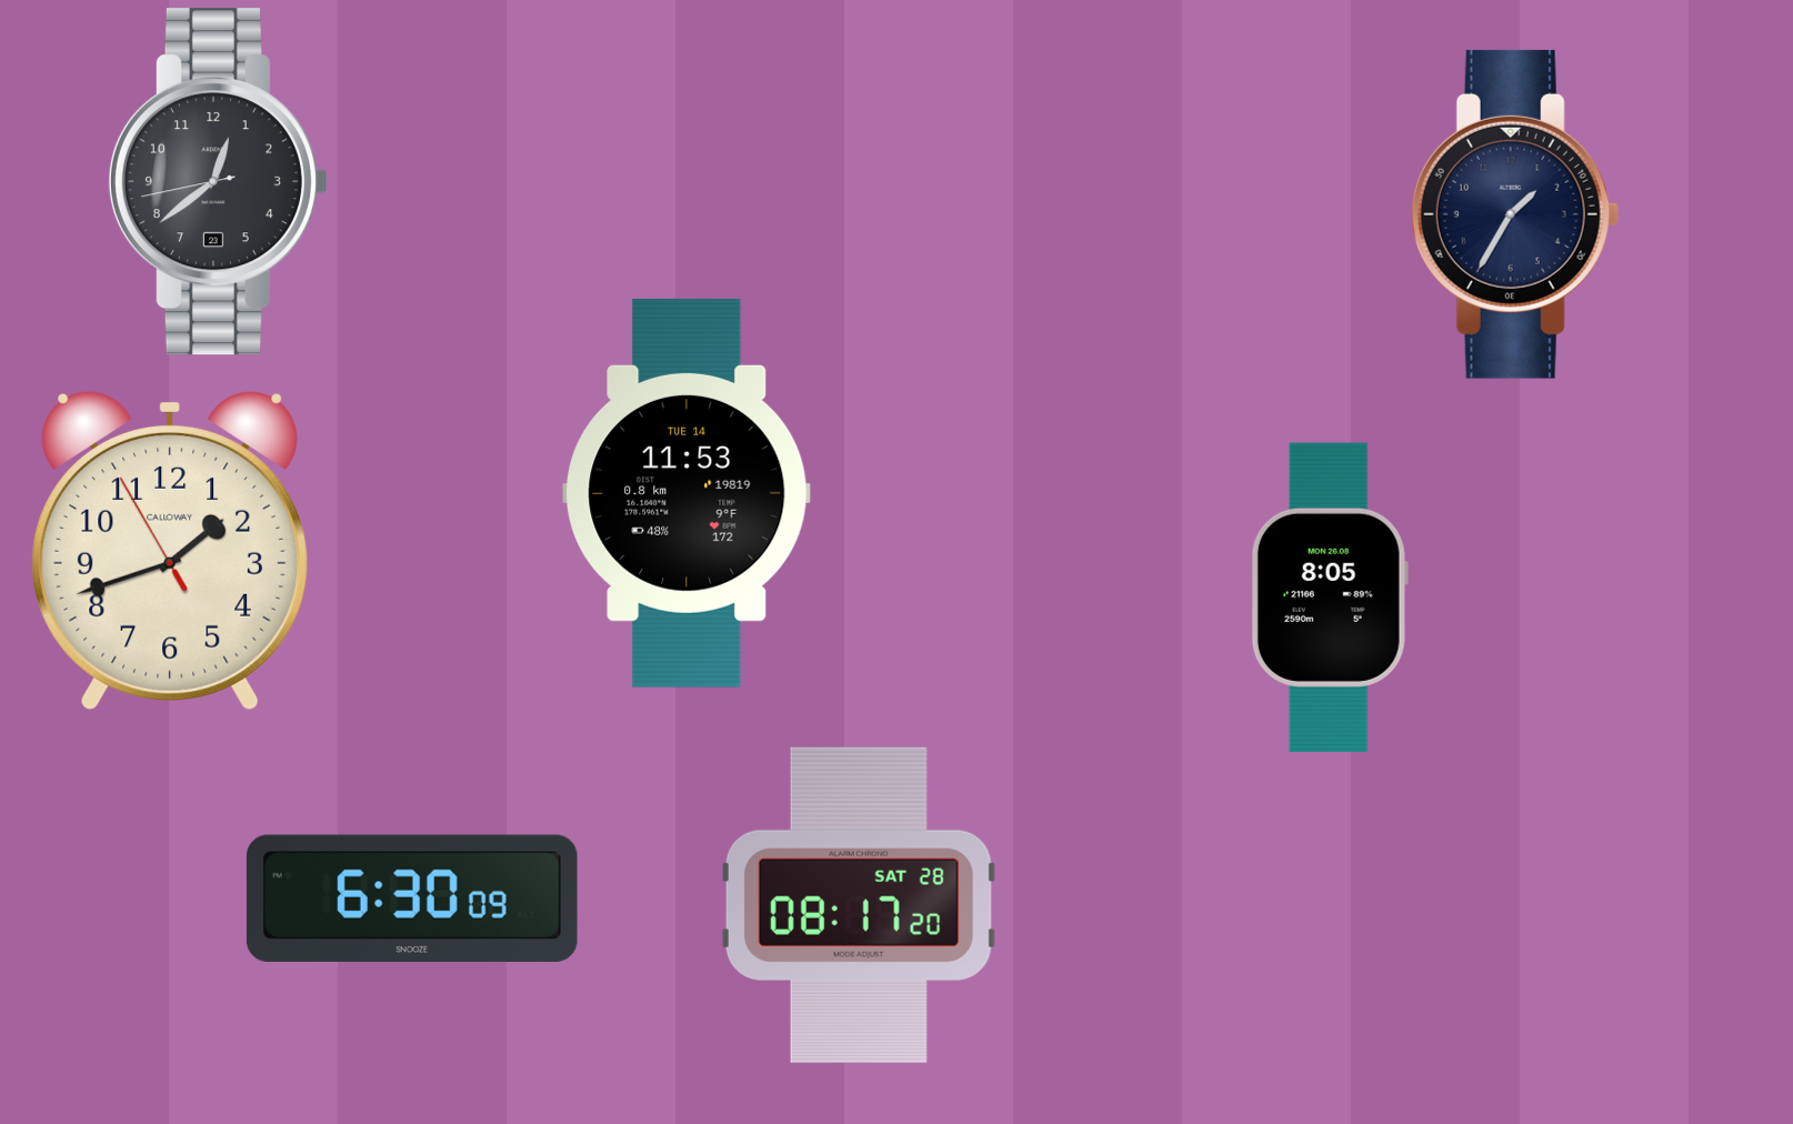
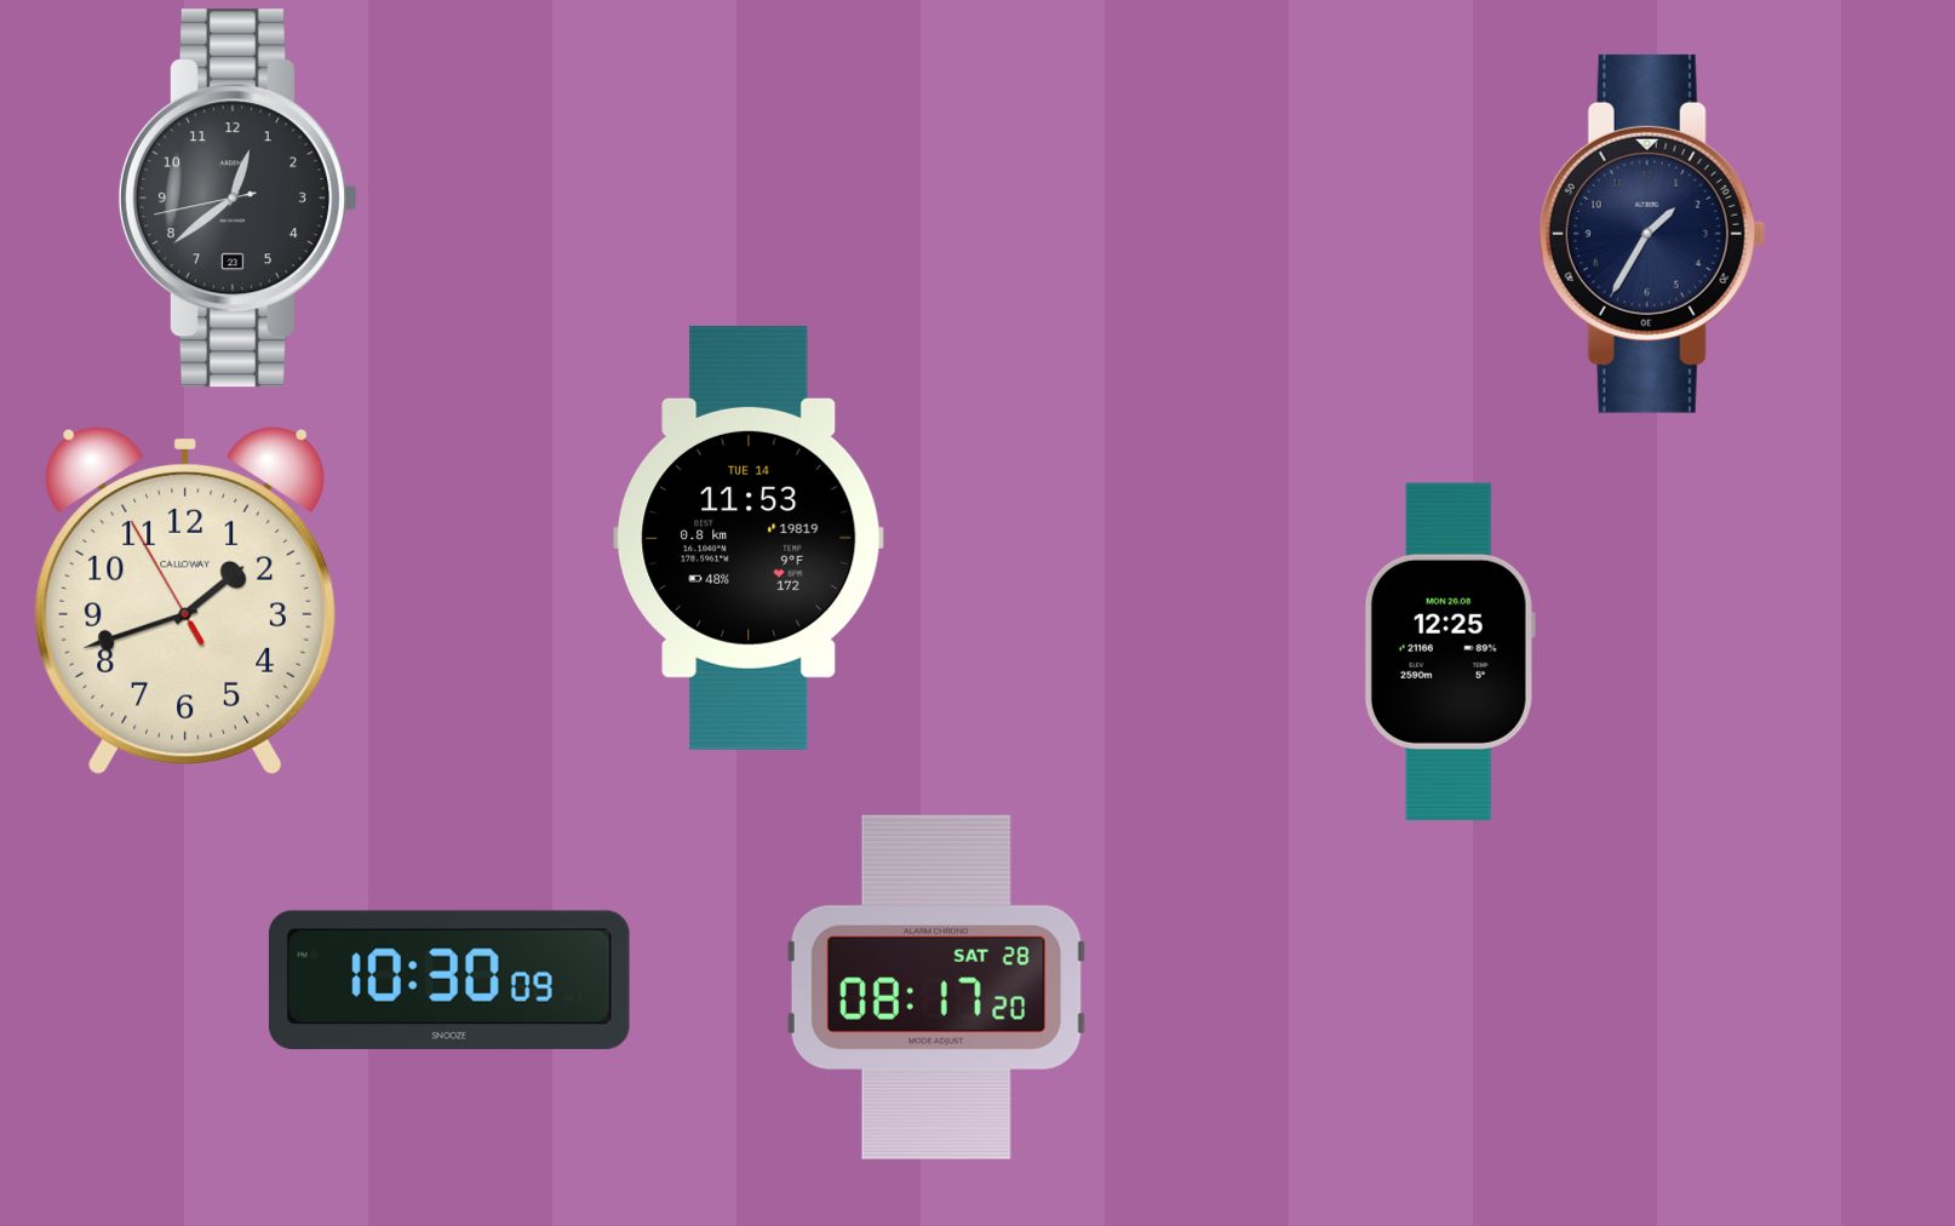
clock at (1330, 598): 8:05 -> 12:25
clock at (412, 899): 6:30 -> 10:30
